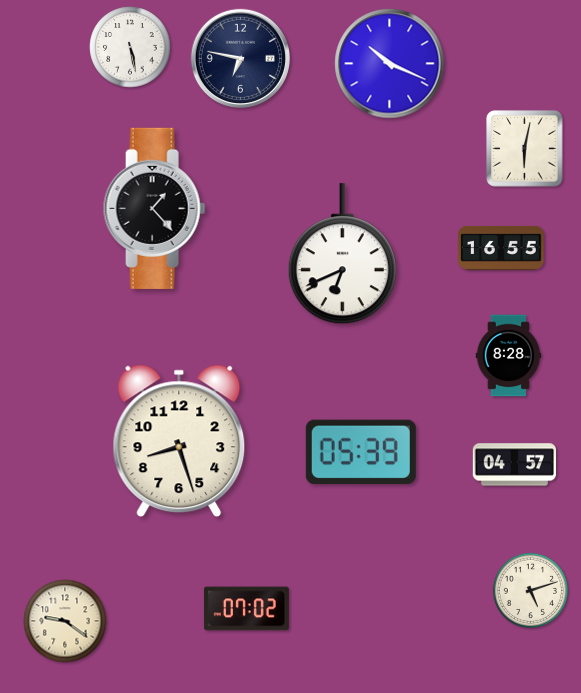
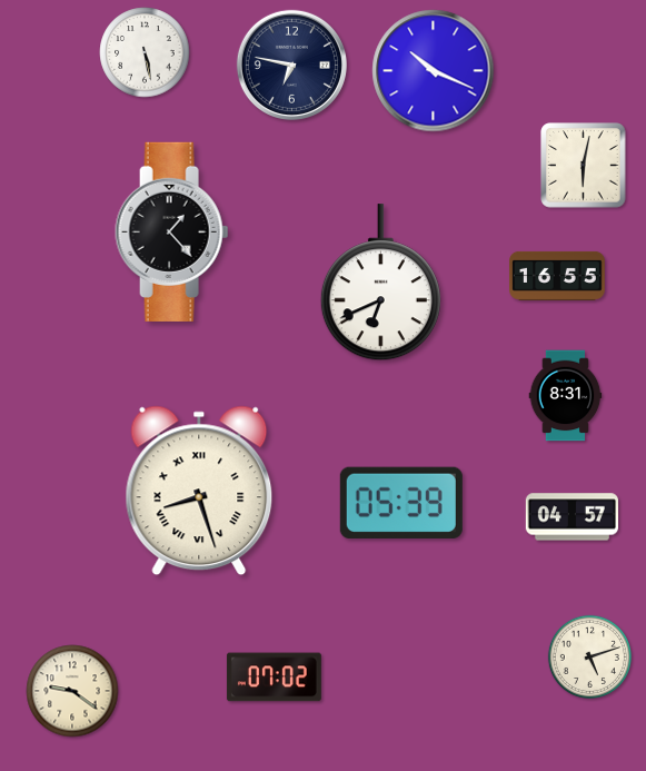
clock at (240, 58) position: (240, 58) -> (291, 65)
clock at (509, 356): 8:28 -> 8:31
clock at (179, 441) numerals: Arabic -> Roman
